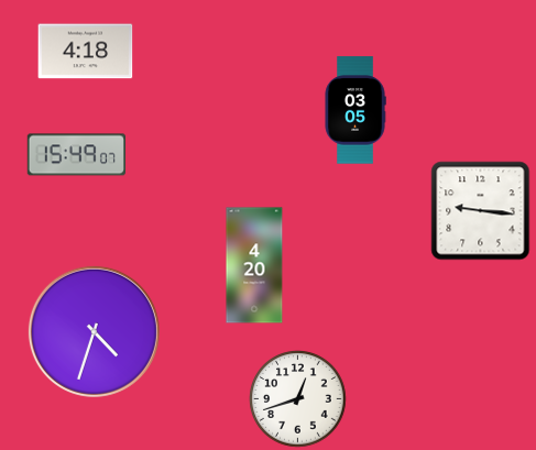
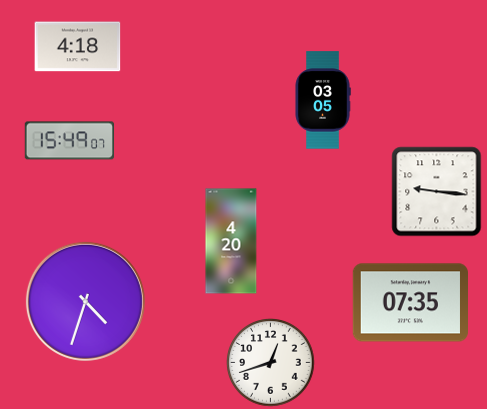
clock at (410, 303): none -> 07:35
